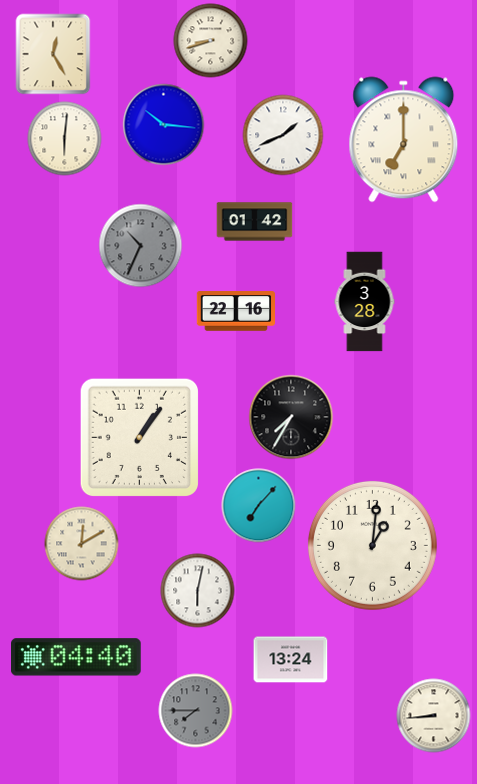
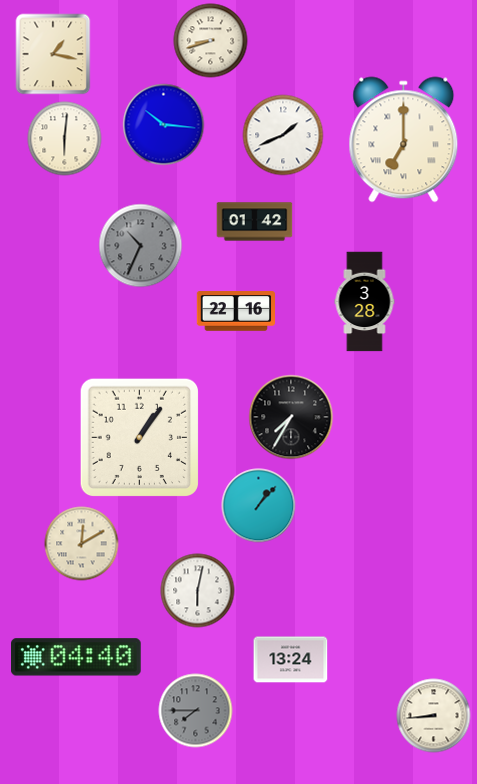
clock at (53, 54): 12:25 -> 1:17
clock at (259, 506): 7:07 -> 1:07
clock at (372, 545): 1:01 -> none
